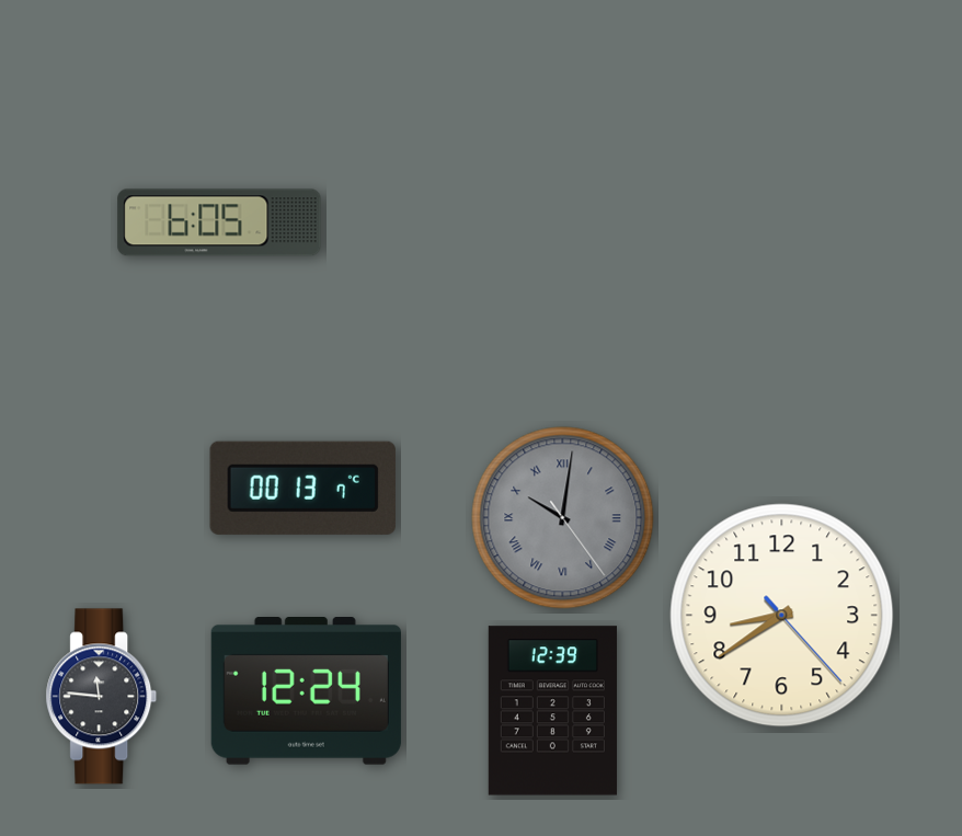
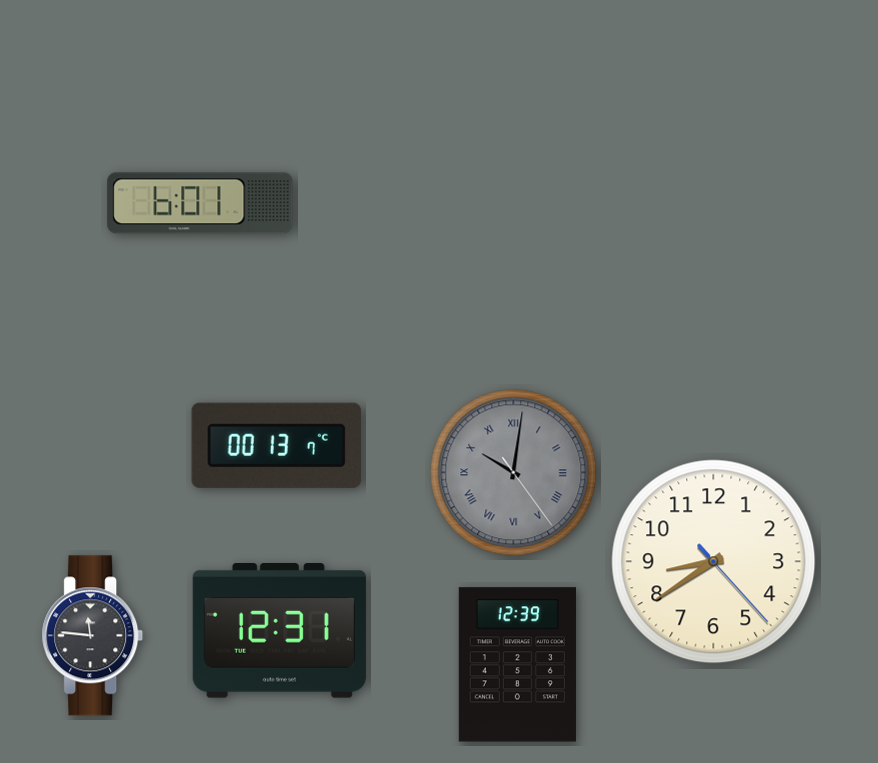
clock at (219, 222): 6:05 -> 6:01
clock at (306, 691): 12:24 -> 12:31
clock at (552, 711) position: (552, 711) -> (517, 665)
